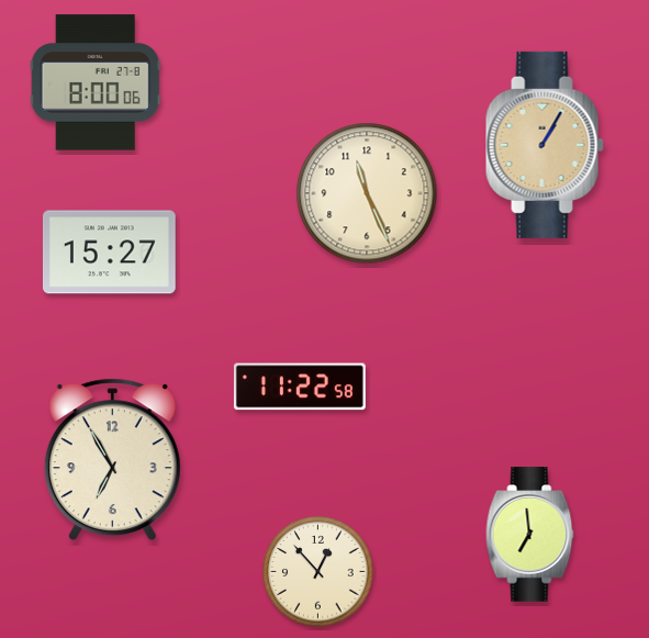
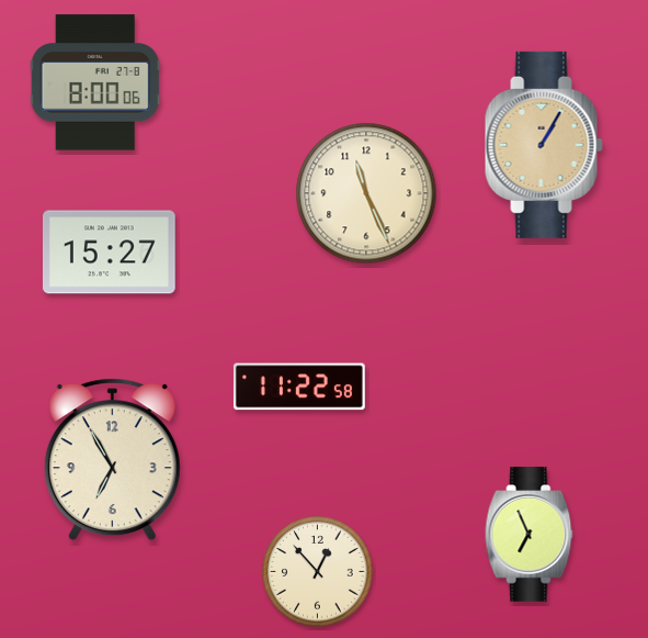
clock at (530, 535): 6:59 -> 6:56
